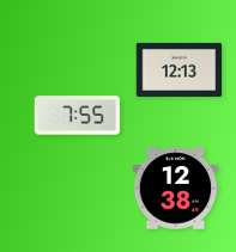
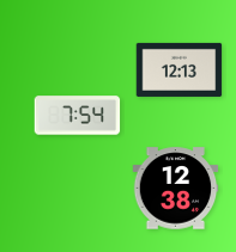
clock at (78, 116): 7:55 -> 7:54
